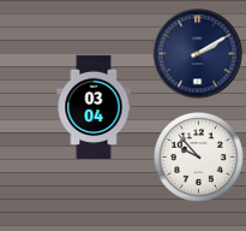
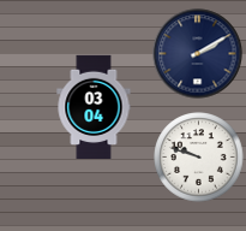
clock at (199, 158): 9:53 -> 9:48
